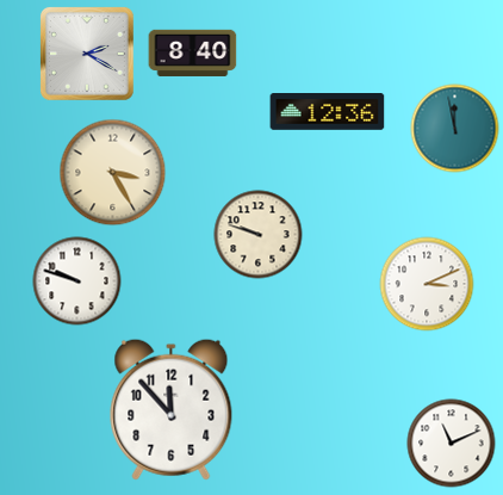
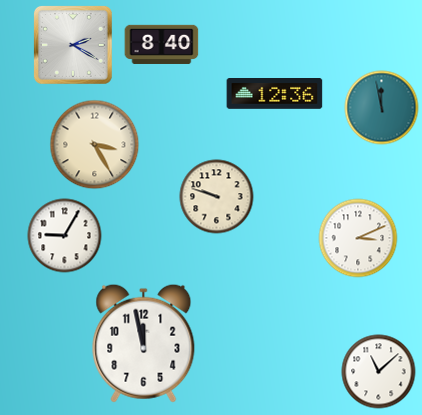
clock at (77, 281): 9:48 -> 9:05
clock at (172, 409): 11:53 -> 11:58
clock at (452, 444): 11:11 -> 11:08
